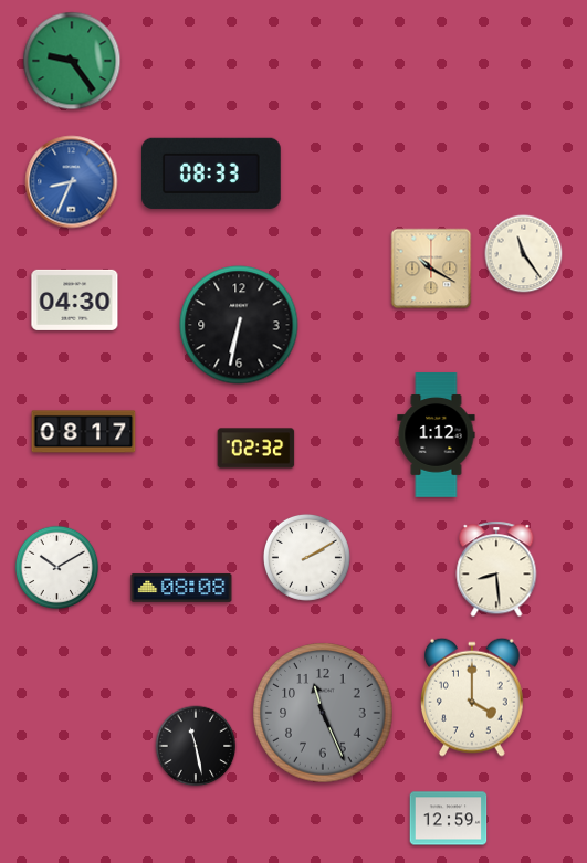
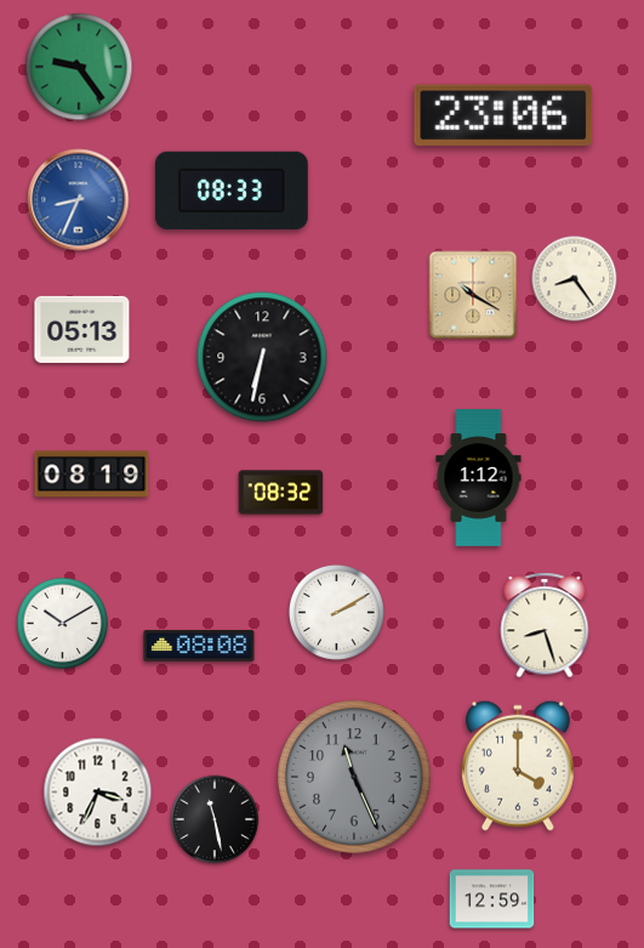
clock at (503, 115): none -> 23:06
clock at (524, 254): 11:24 -> 8:24
clock at (75, 299): 04:30 -> 05:13
clock at (84, 432): 08:17 -> 08:19
clock at (256, 449): 02:32 -> 08:32
clock at (496, 569): 8:29 -> 8:27
clock at (323, 713) position: (323, 713) -> (354, 777)
clock at (98, 793): none -> 3:34
